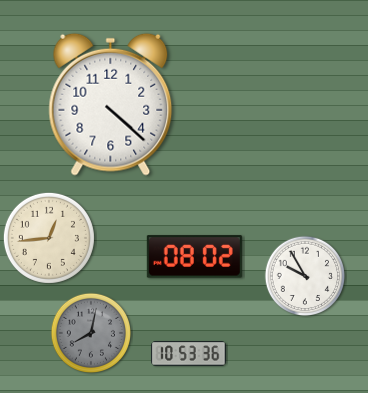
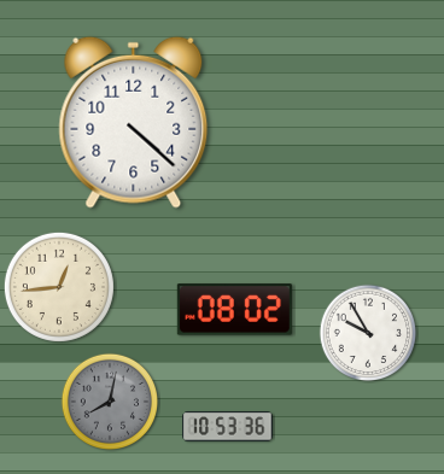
clock at (111, 104) position: (111, 104) -> (134, 122)
